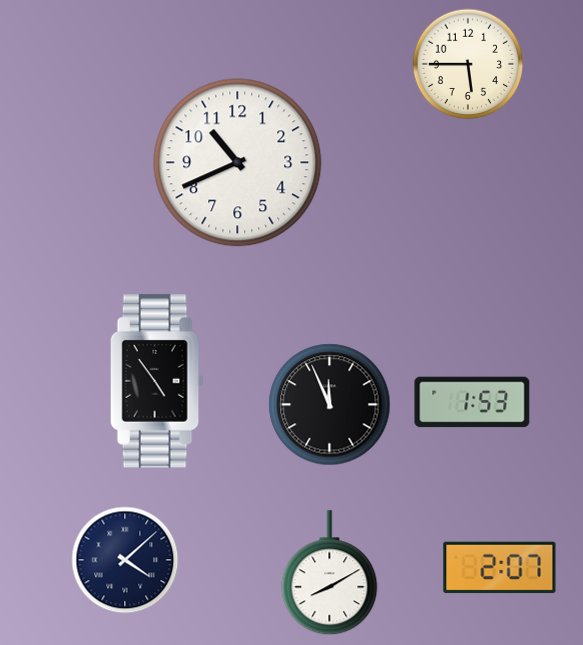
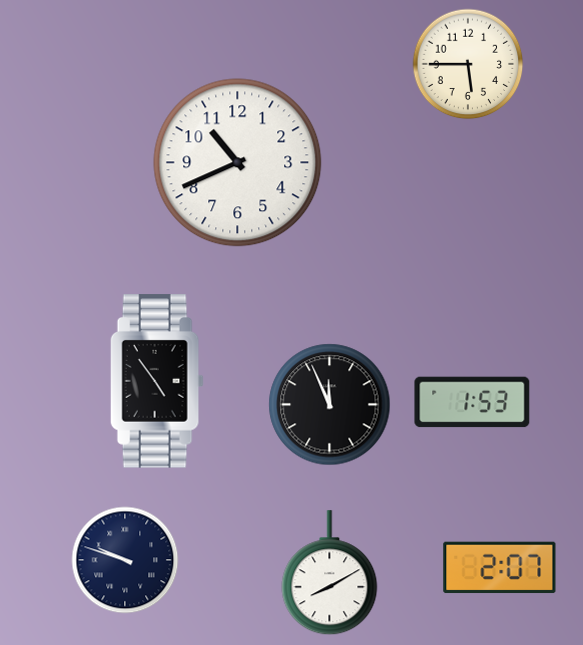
clock at (125, 560): 4:08 -> 9:48
